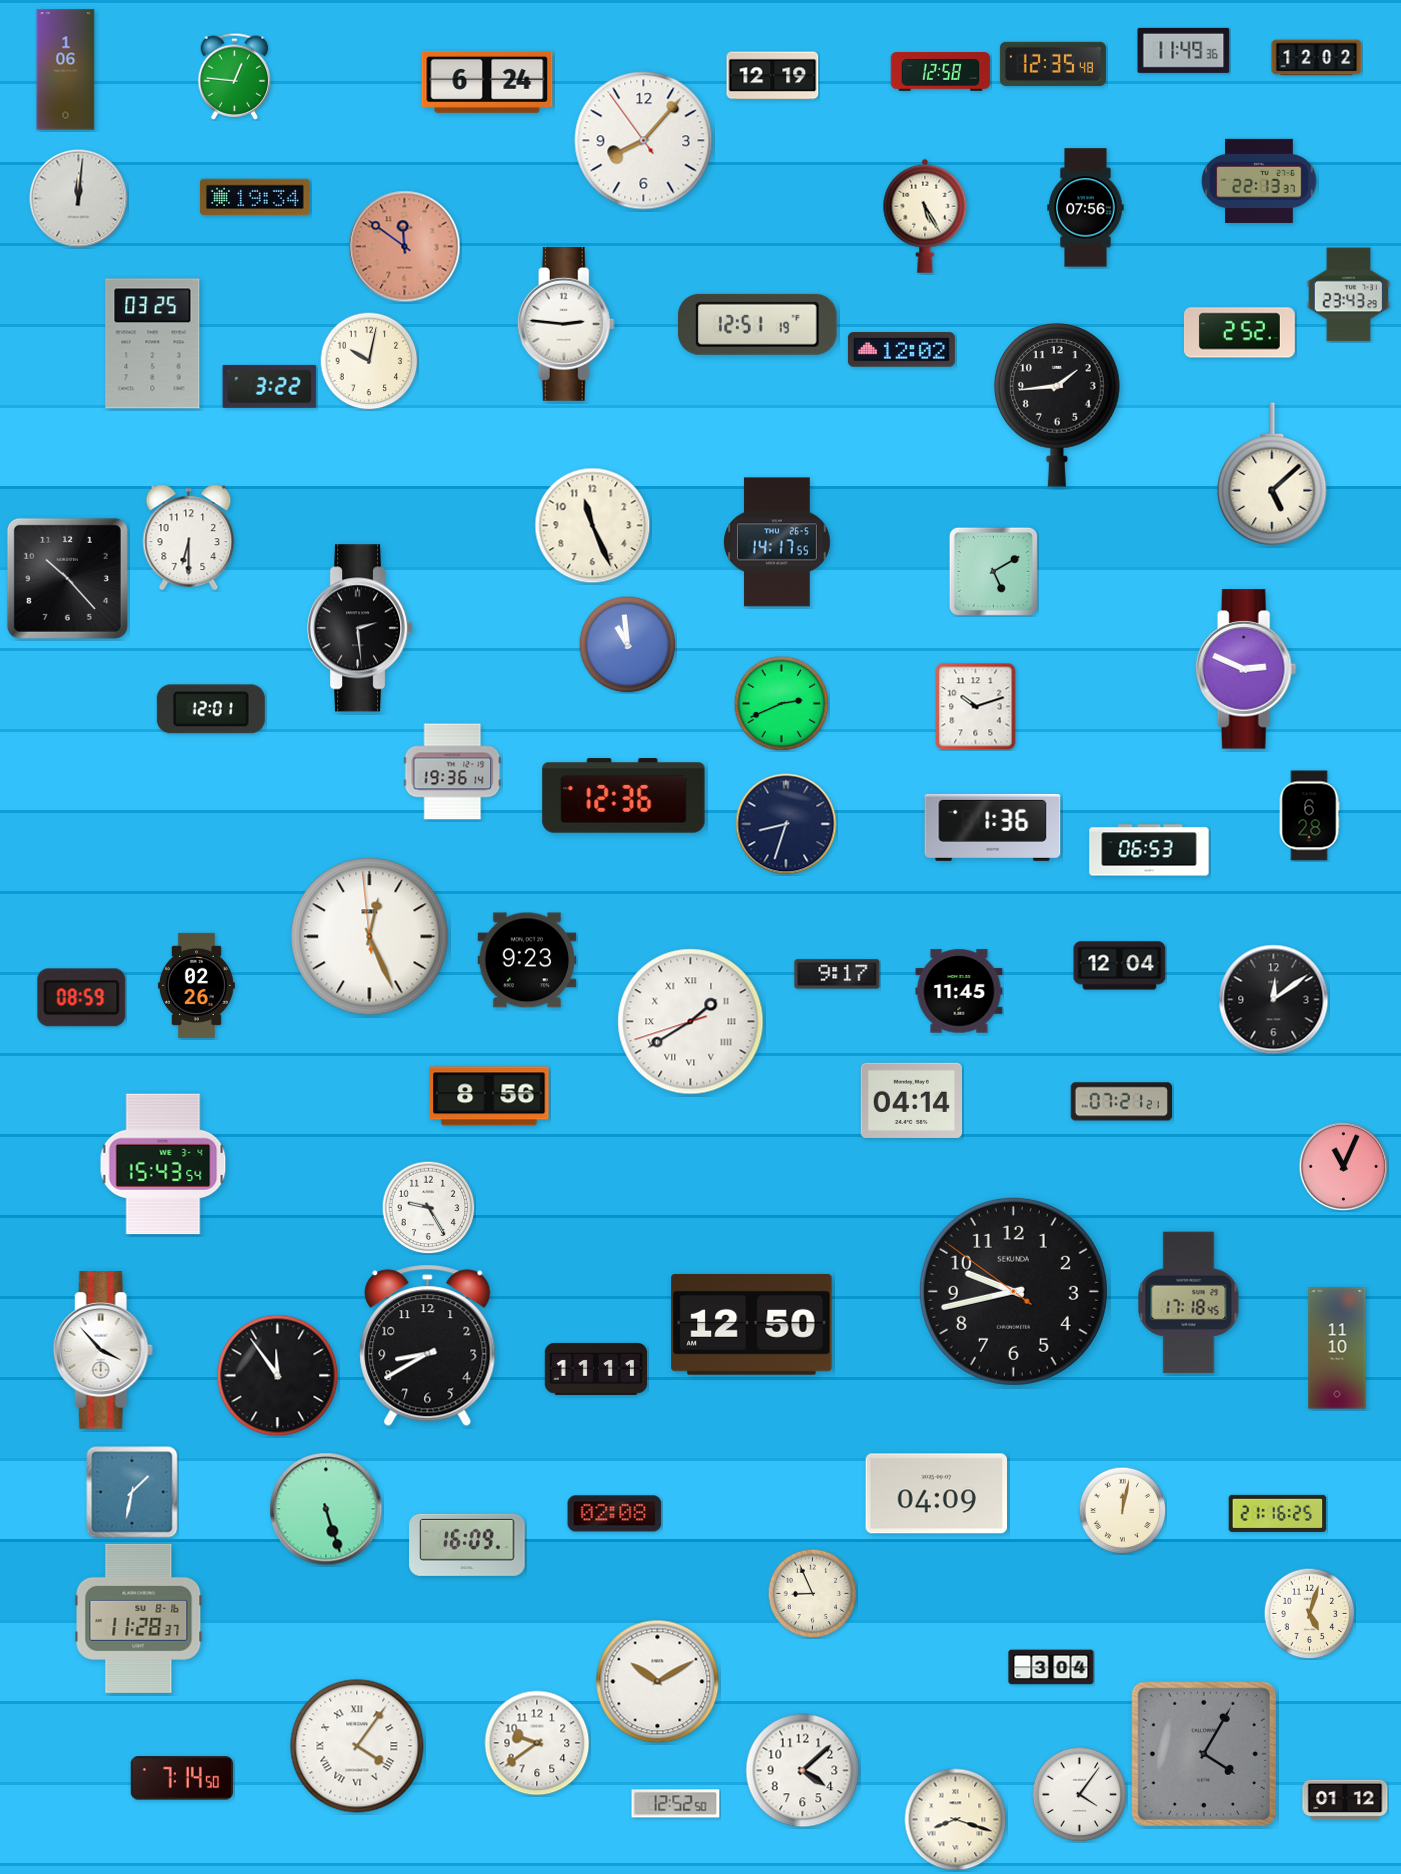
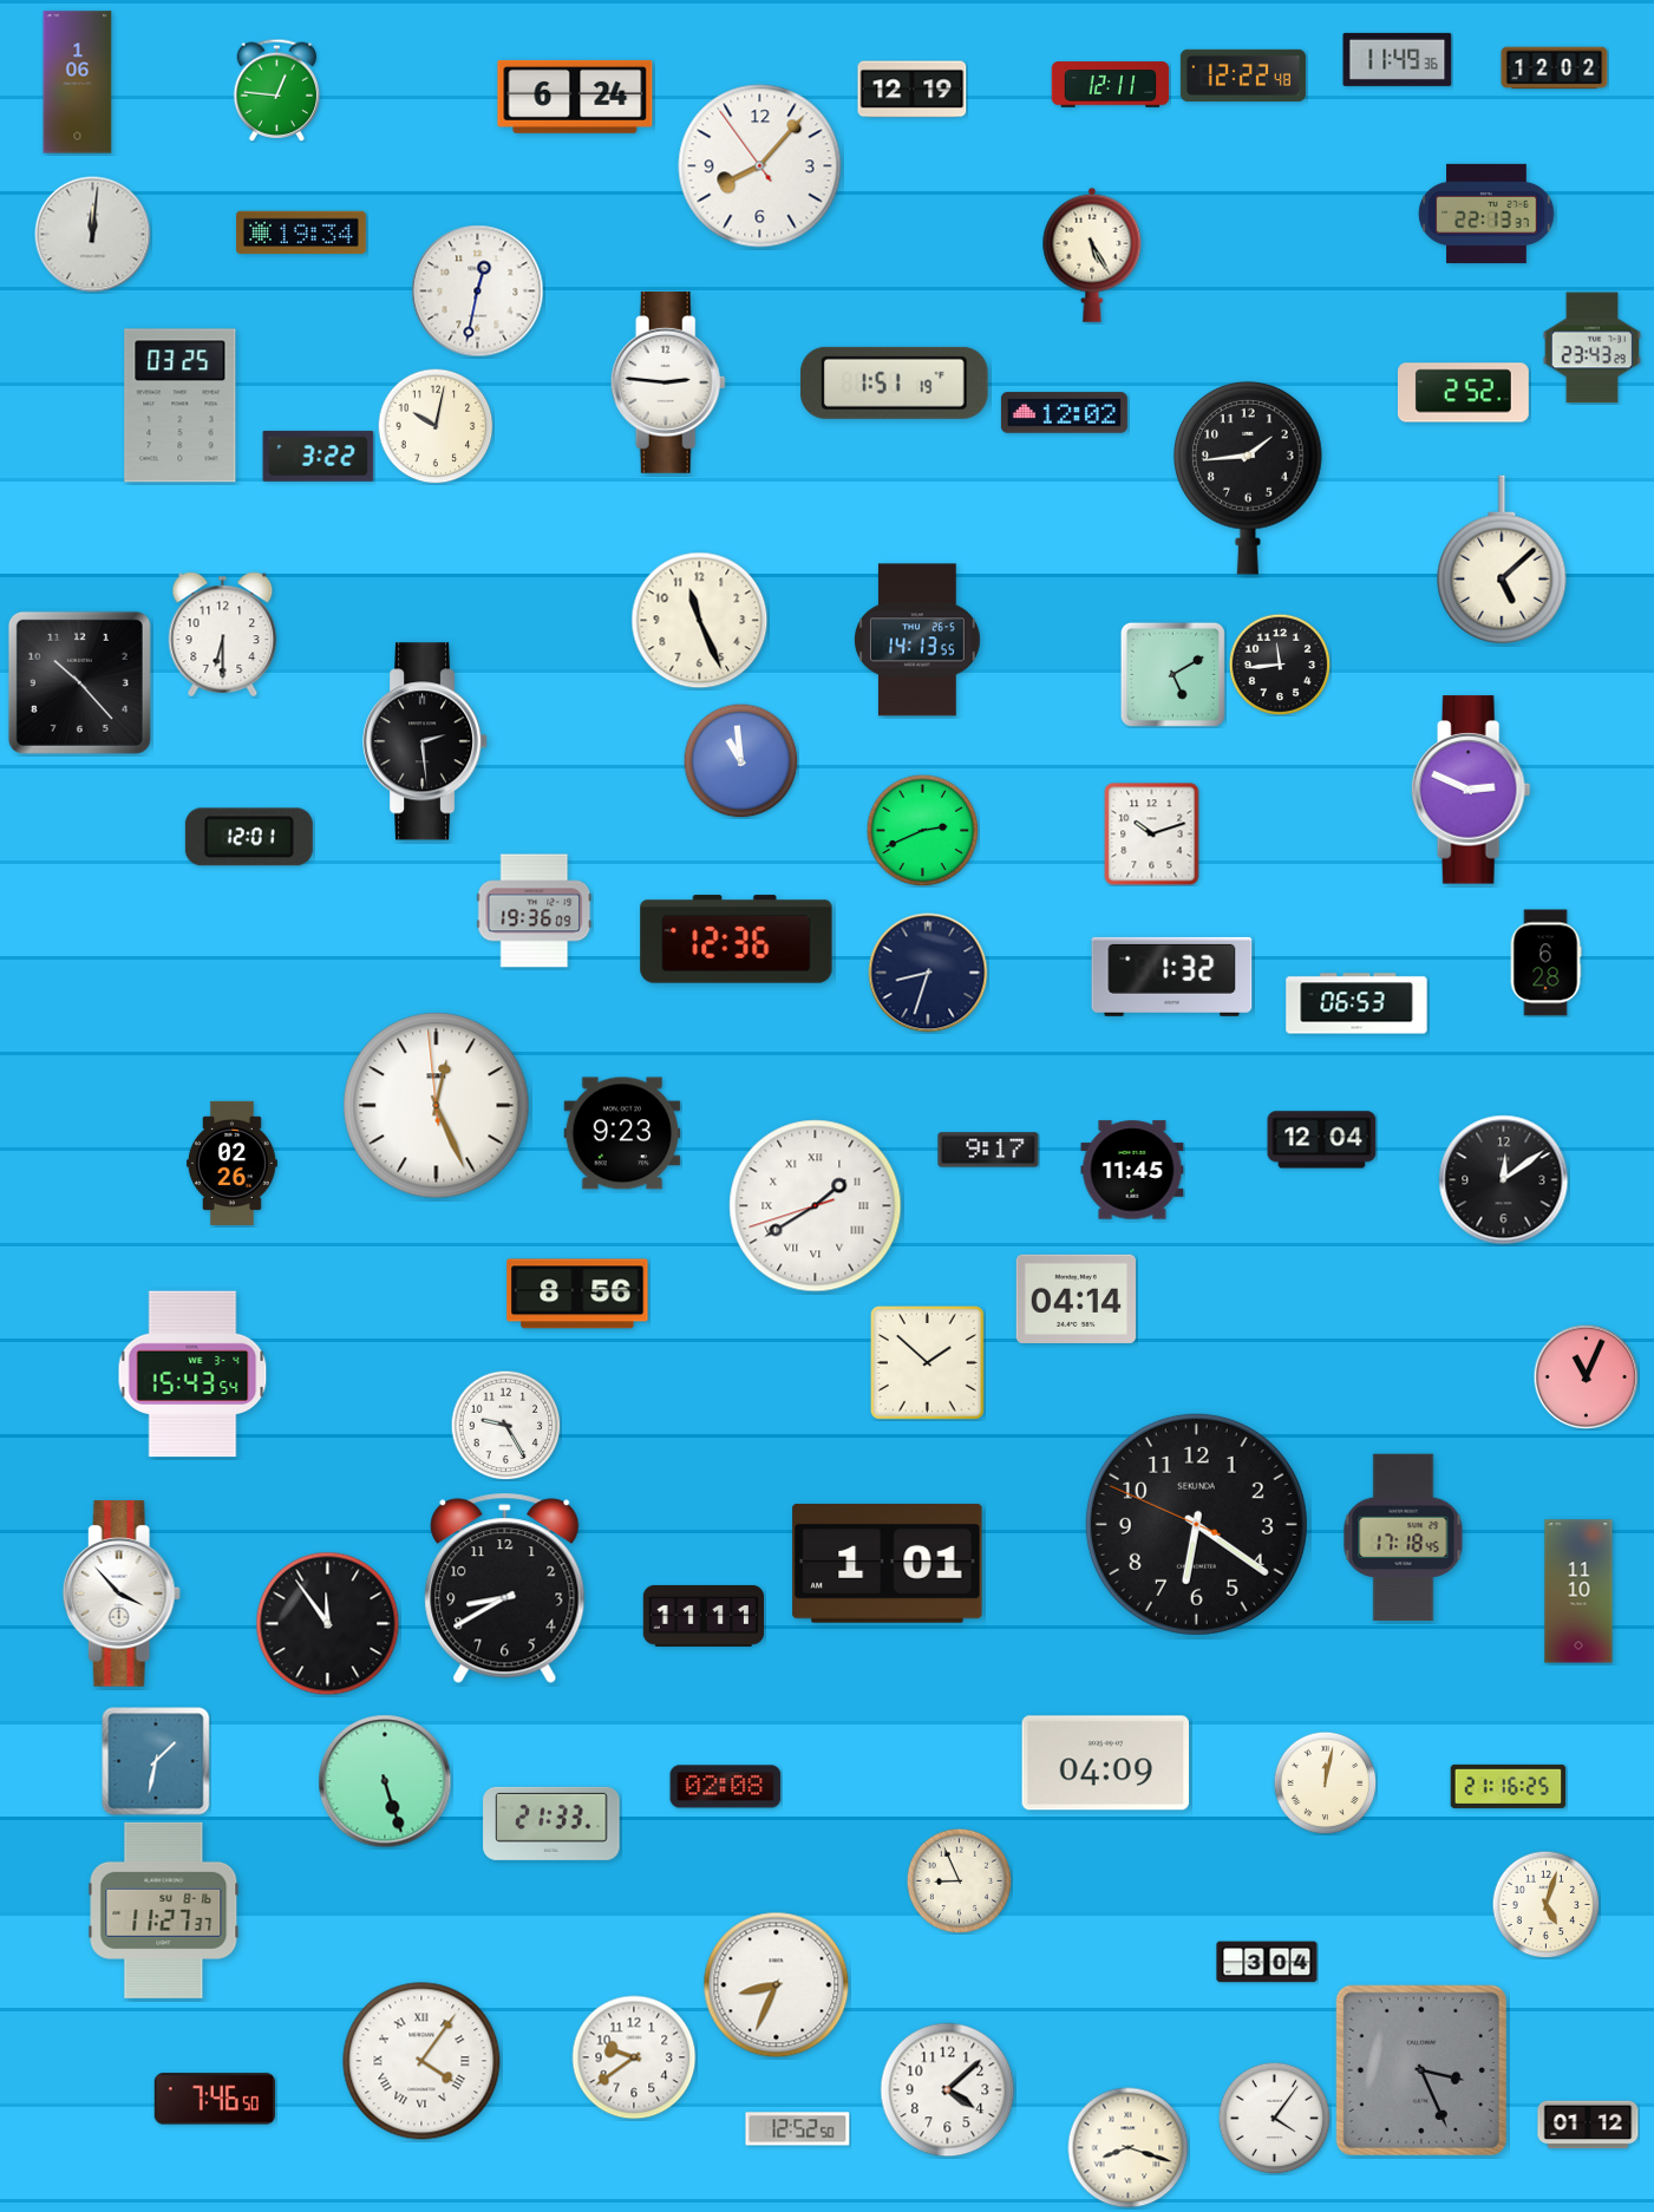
clock at (1053, 64): 12:35 -> 12:22
clock at (941, 72): 12:58 -> 12:11
clock at (1086, 208): 07:56 -> none
clock at (405, 247): 11:51 -> 12:32
clock at (405, 247) dial: salmon -> white
clock at (758, 324): 12:51 -> 1:51
clock at (778, 542): 14:17 -> 14:13
clock at (1280, 665): none -> 11:44
clock at (453, 772): 19:36:14 -> 19:36:09
clock at (993, 827): 1:36 -> 1:32
clock at (82, 998): 08:59 -> none
clock at (1121, 1102): 07:21 -> none
clock at (928, 1363): none -> 1:52
clock at (1013, 1291): 9:42 -> 6:20
clock at (752, 1325): 12:50 -> 1:01
clock at (467, 1545): 16:09 -> 21:33
clock at (139, 1618): 11:28 -> 11:27
clock at (1051, 1667) position: (1051, 1667) -> (1267, 1962)
clock at (658, 1682): 10:10 -> 8:34
clock at (1204, 1754): 4:05 -> 3:26
clock at (182, 1778): 7:14 -> 7:46
